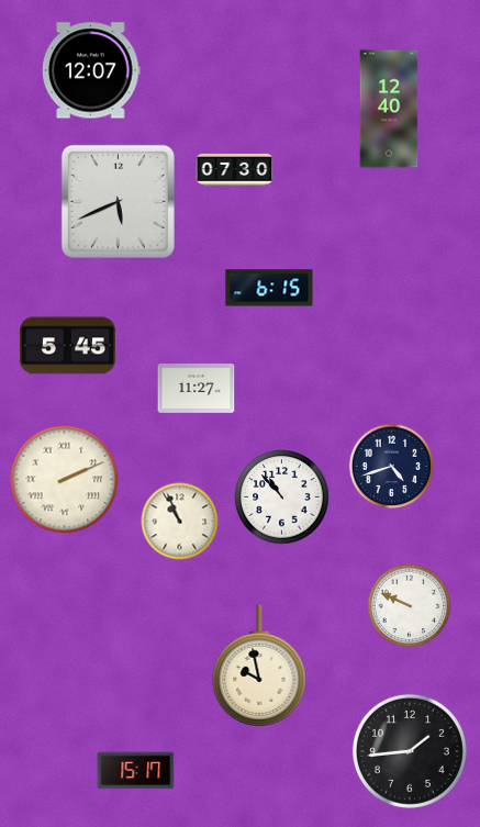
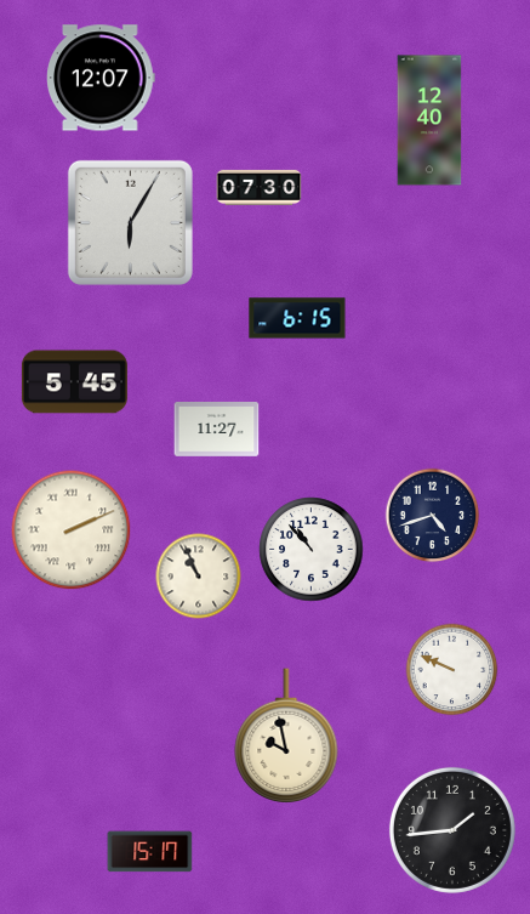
clock at (118, 201): 5:41 -> 6:05
